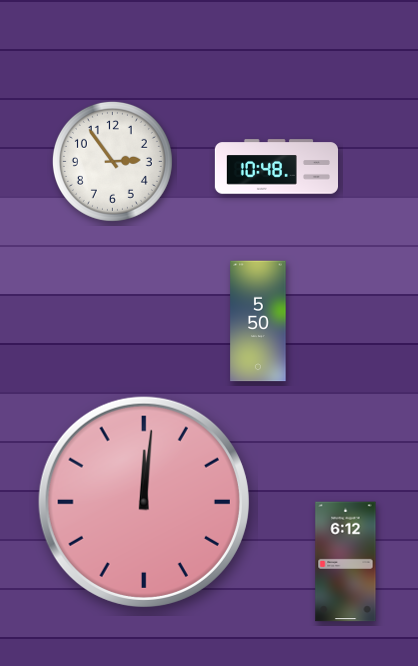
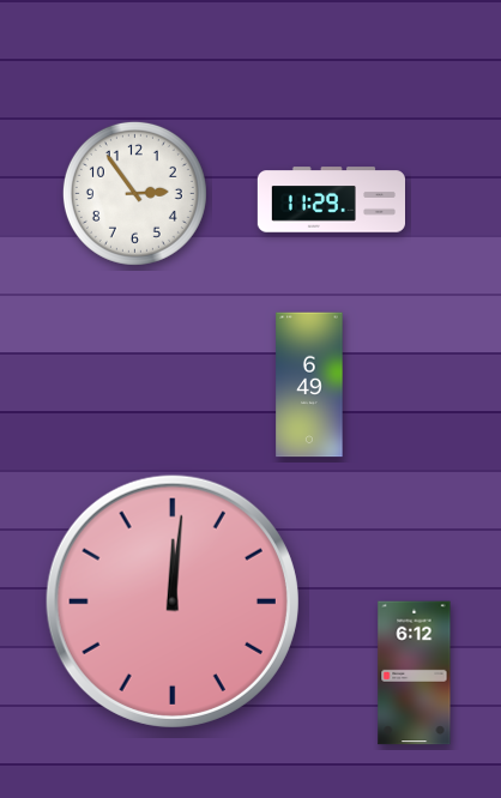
clock at (276, 167): 10:48 -> 11:29
clock at (258, 321): 5:50 -> 6:49
